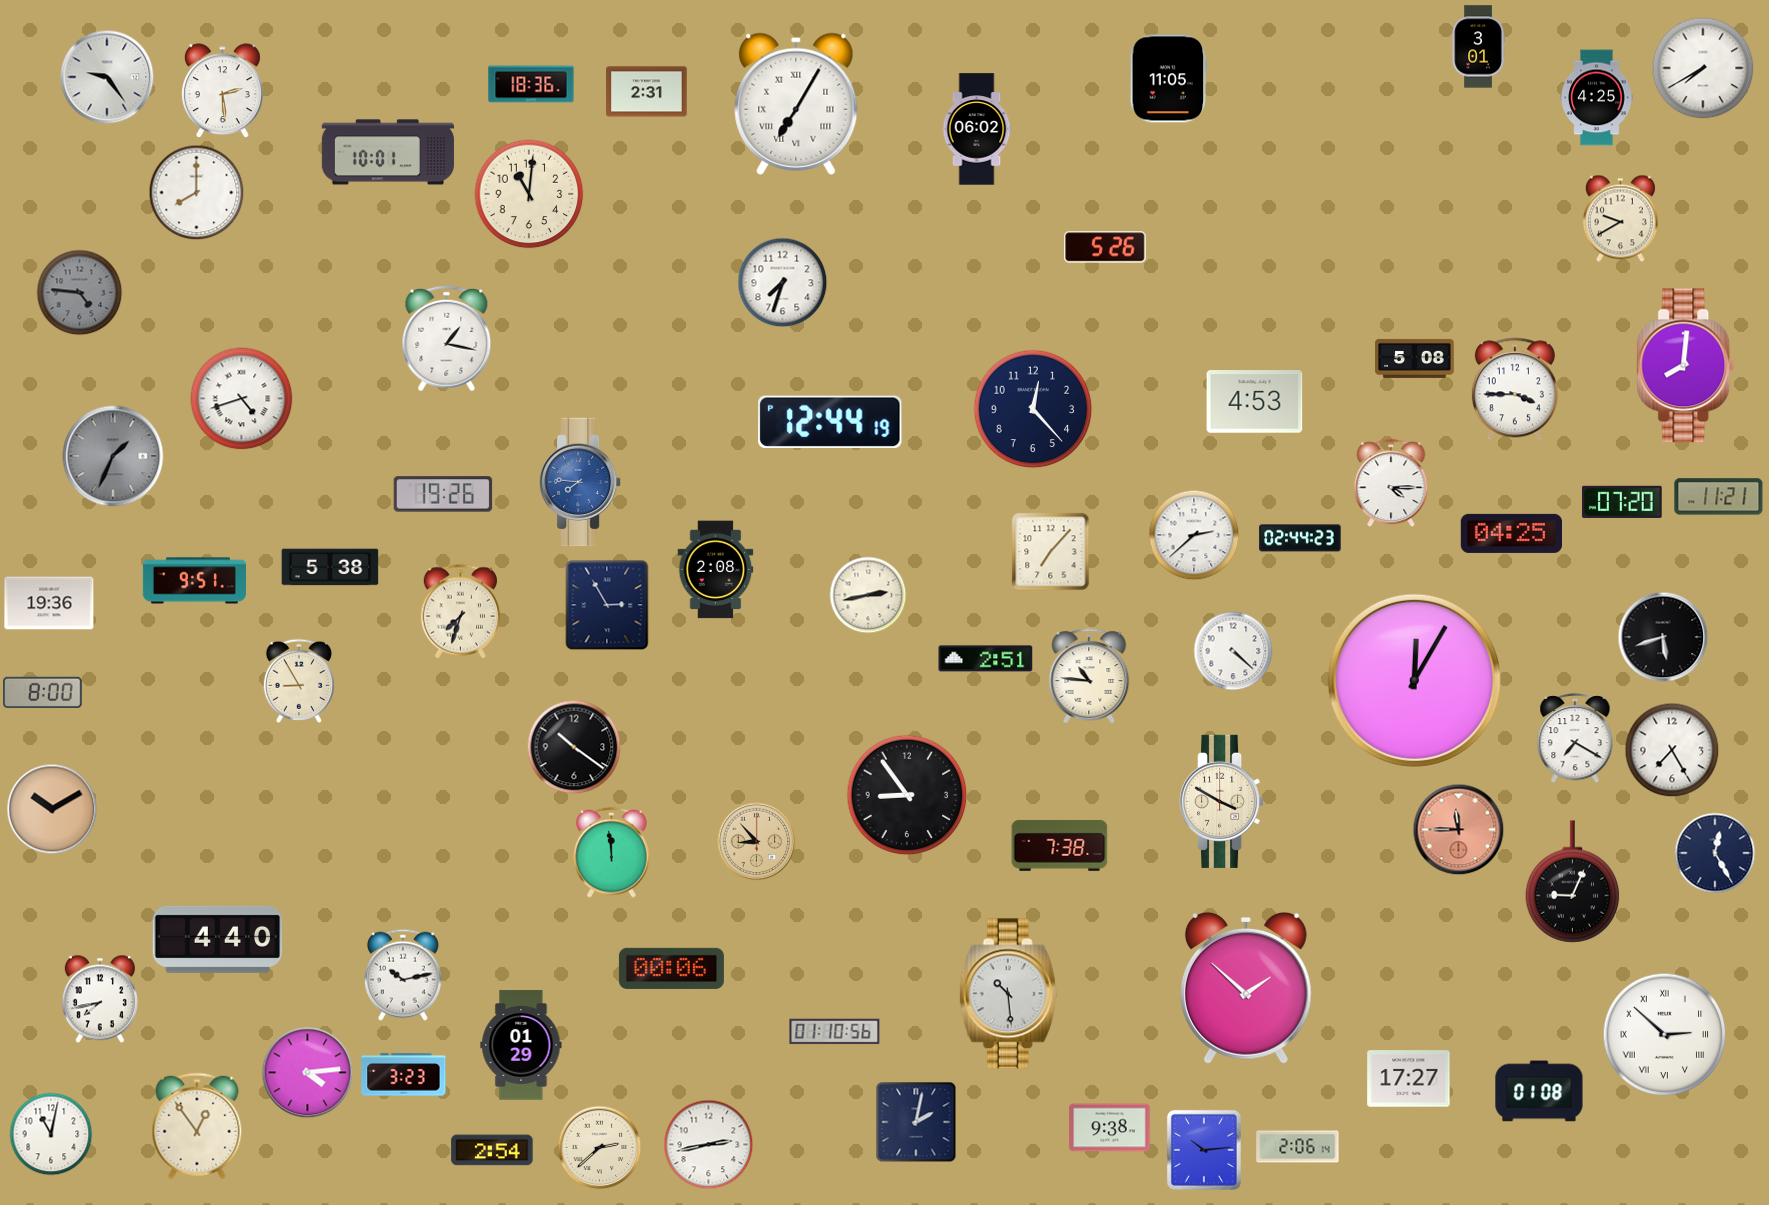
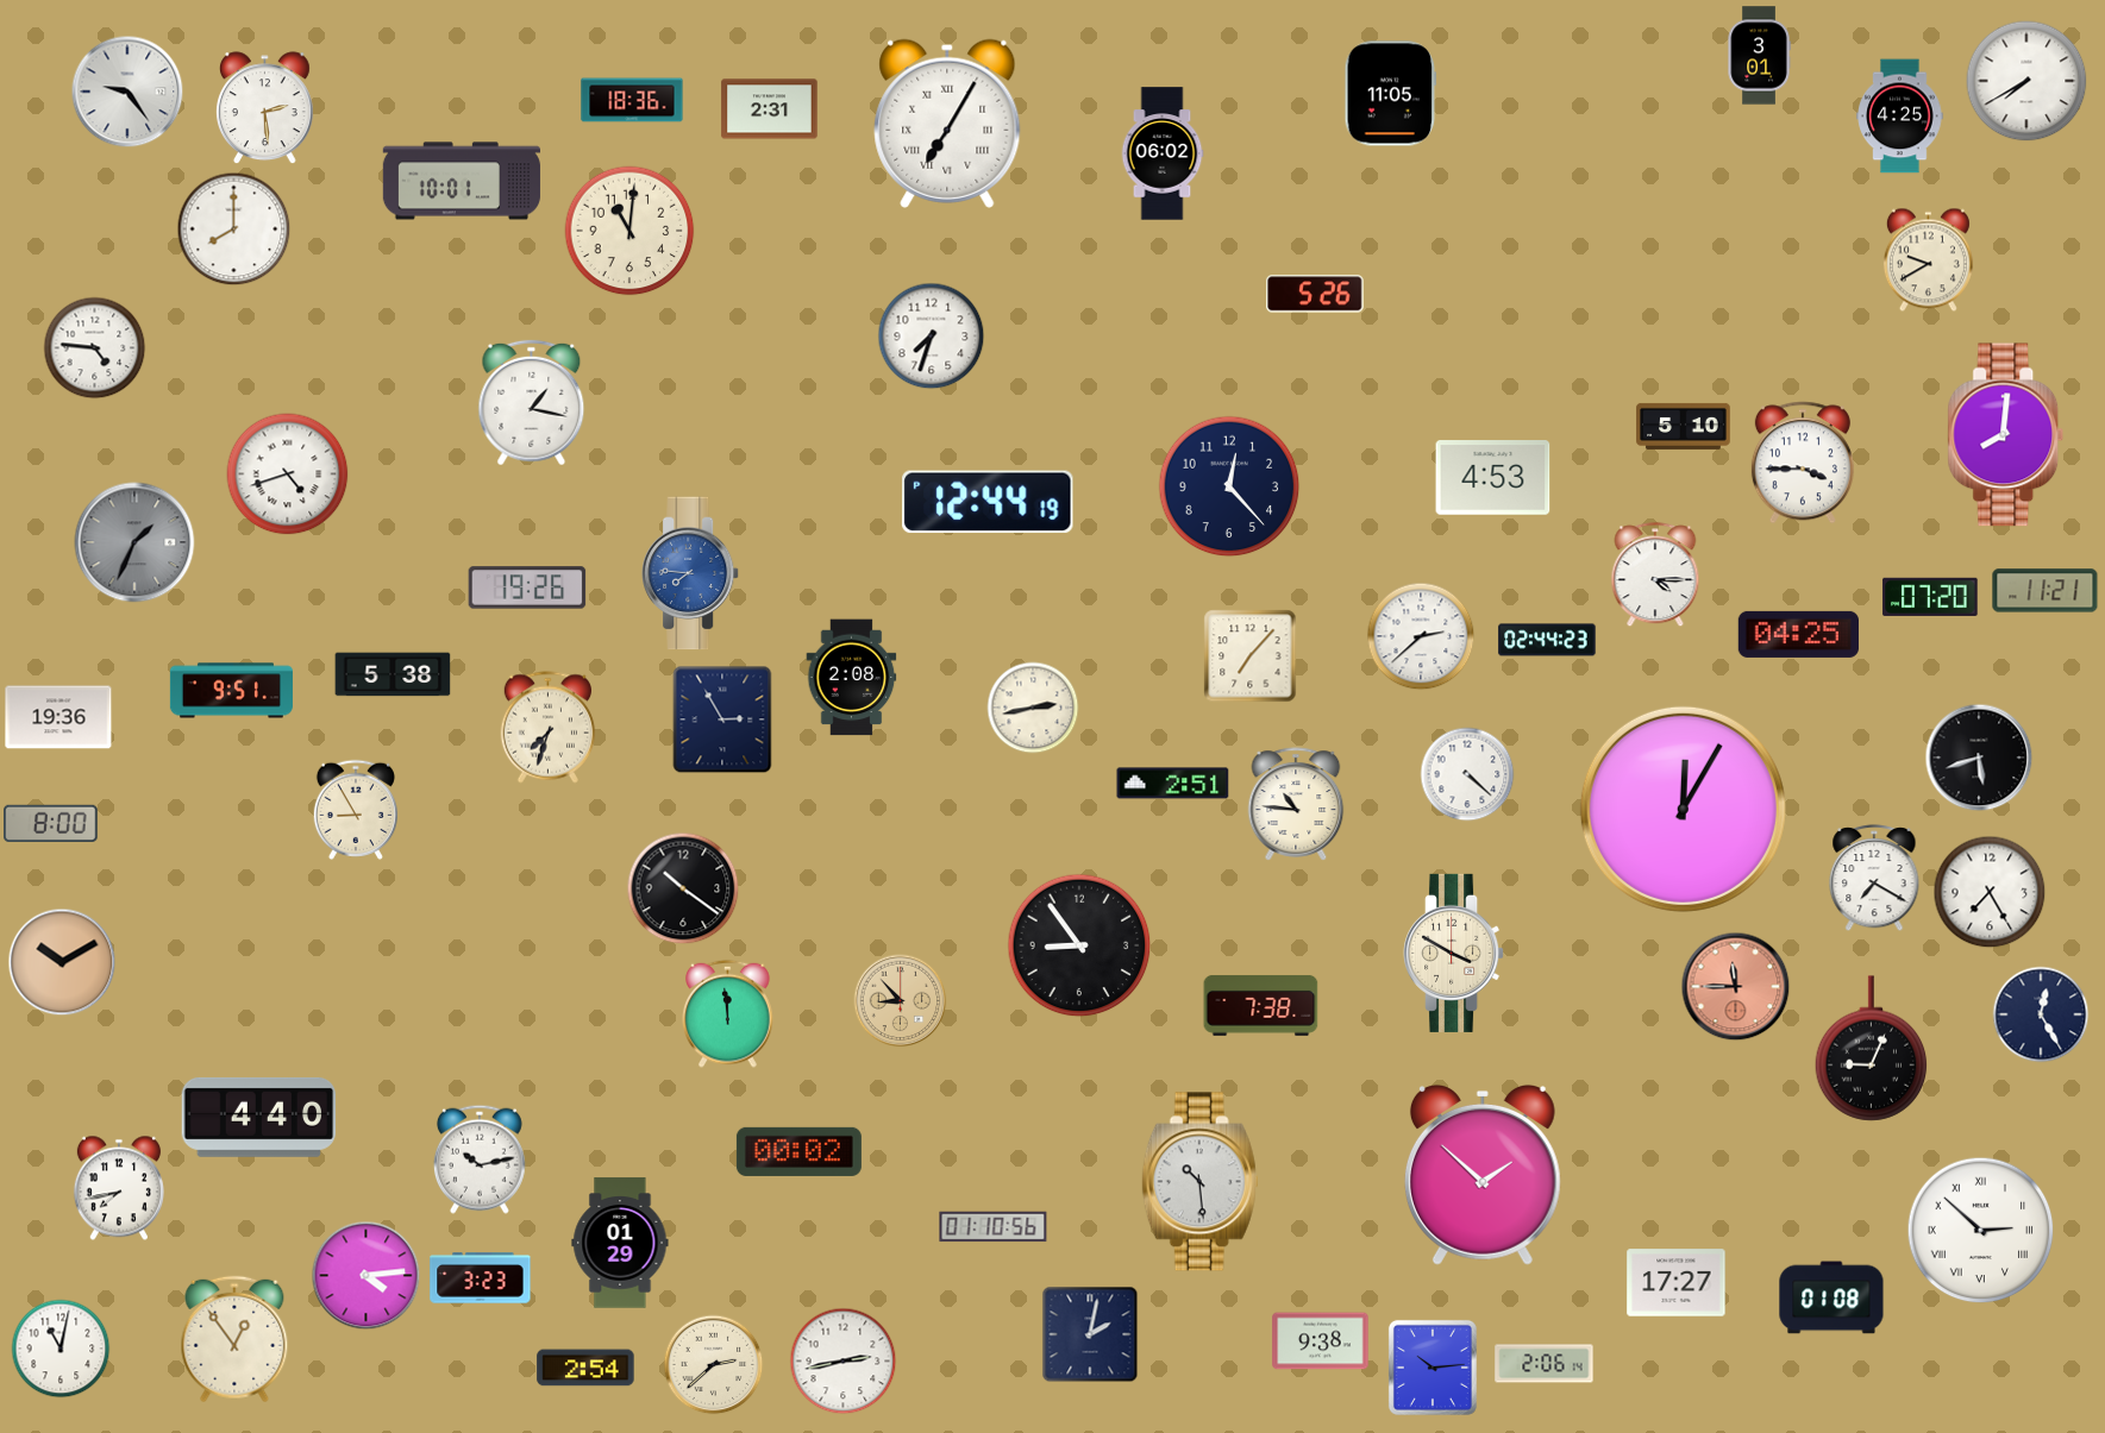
clock at (80, 293) dial: grey -> white
clock at (1415, 358): 5:08 -> 5:10
clock at (671, 968): 00:06 -> 00:02
